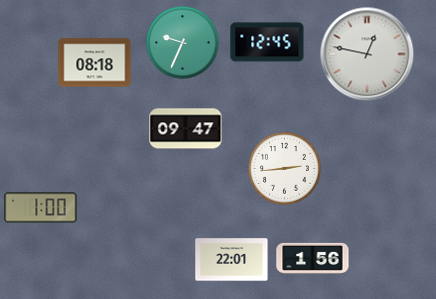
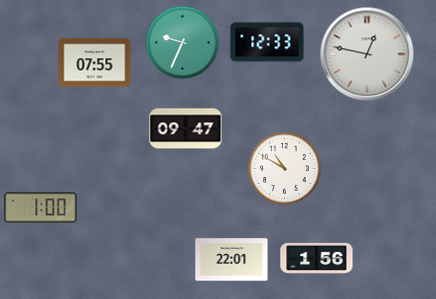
clock at (267, 42): 12:45 -> 12:33
clock at (95, 63): 08:18 -> 07:55
clock at (285, 169): 2:44 -> 10:50
clock at (313, 258) position: (313, 258) -> (317, 258)
